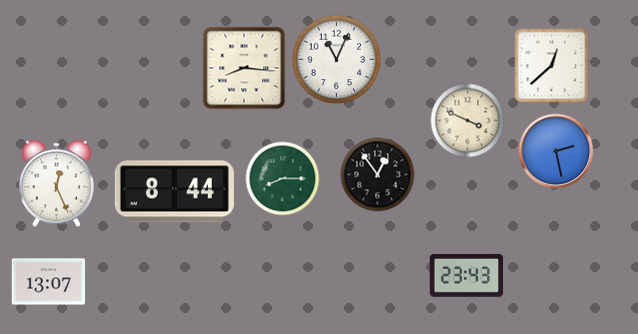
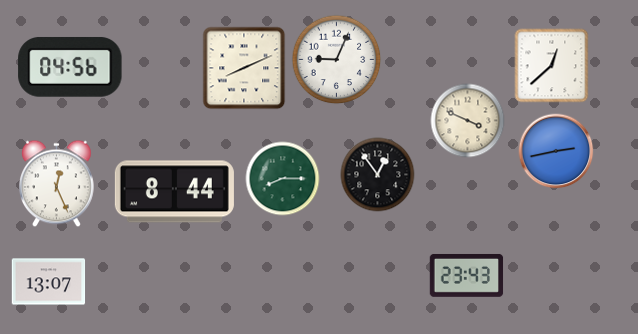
clock at (337, 60): 11:04 -> 9:04
clock at (70, 67): none -> 04:56
clock at (244, 68): 8:16 -> 8:11
clock at (556, 151): 2:28 -> 2:43
